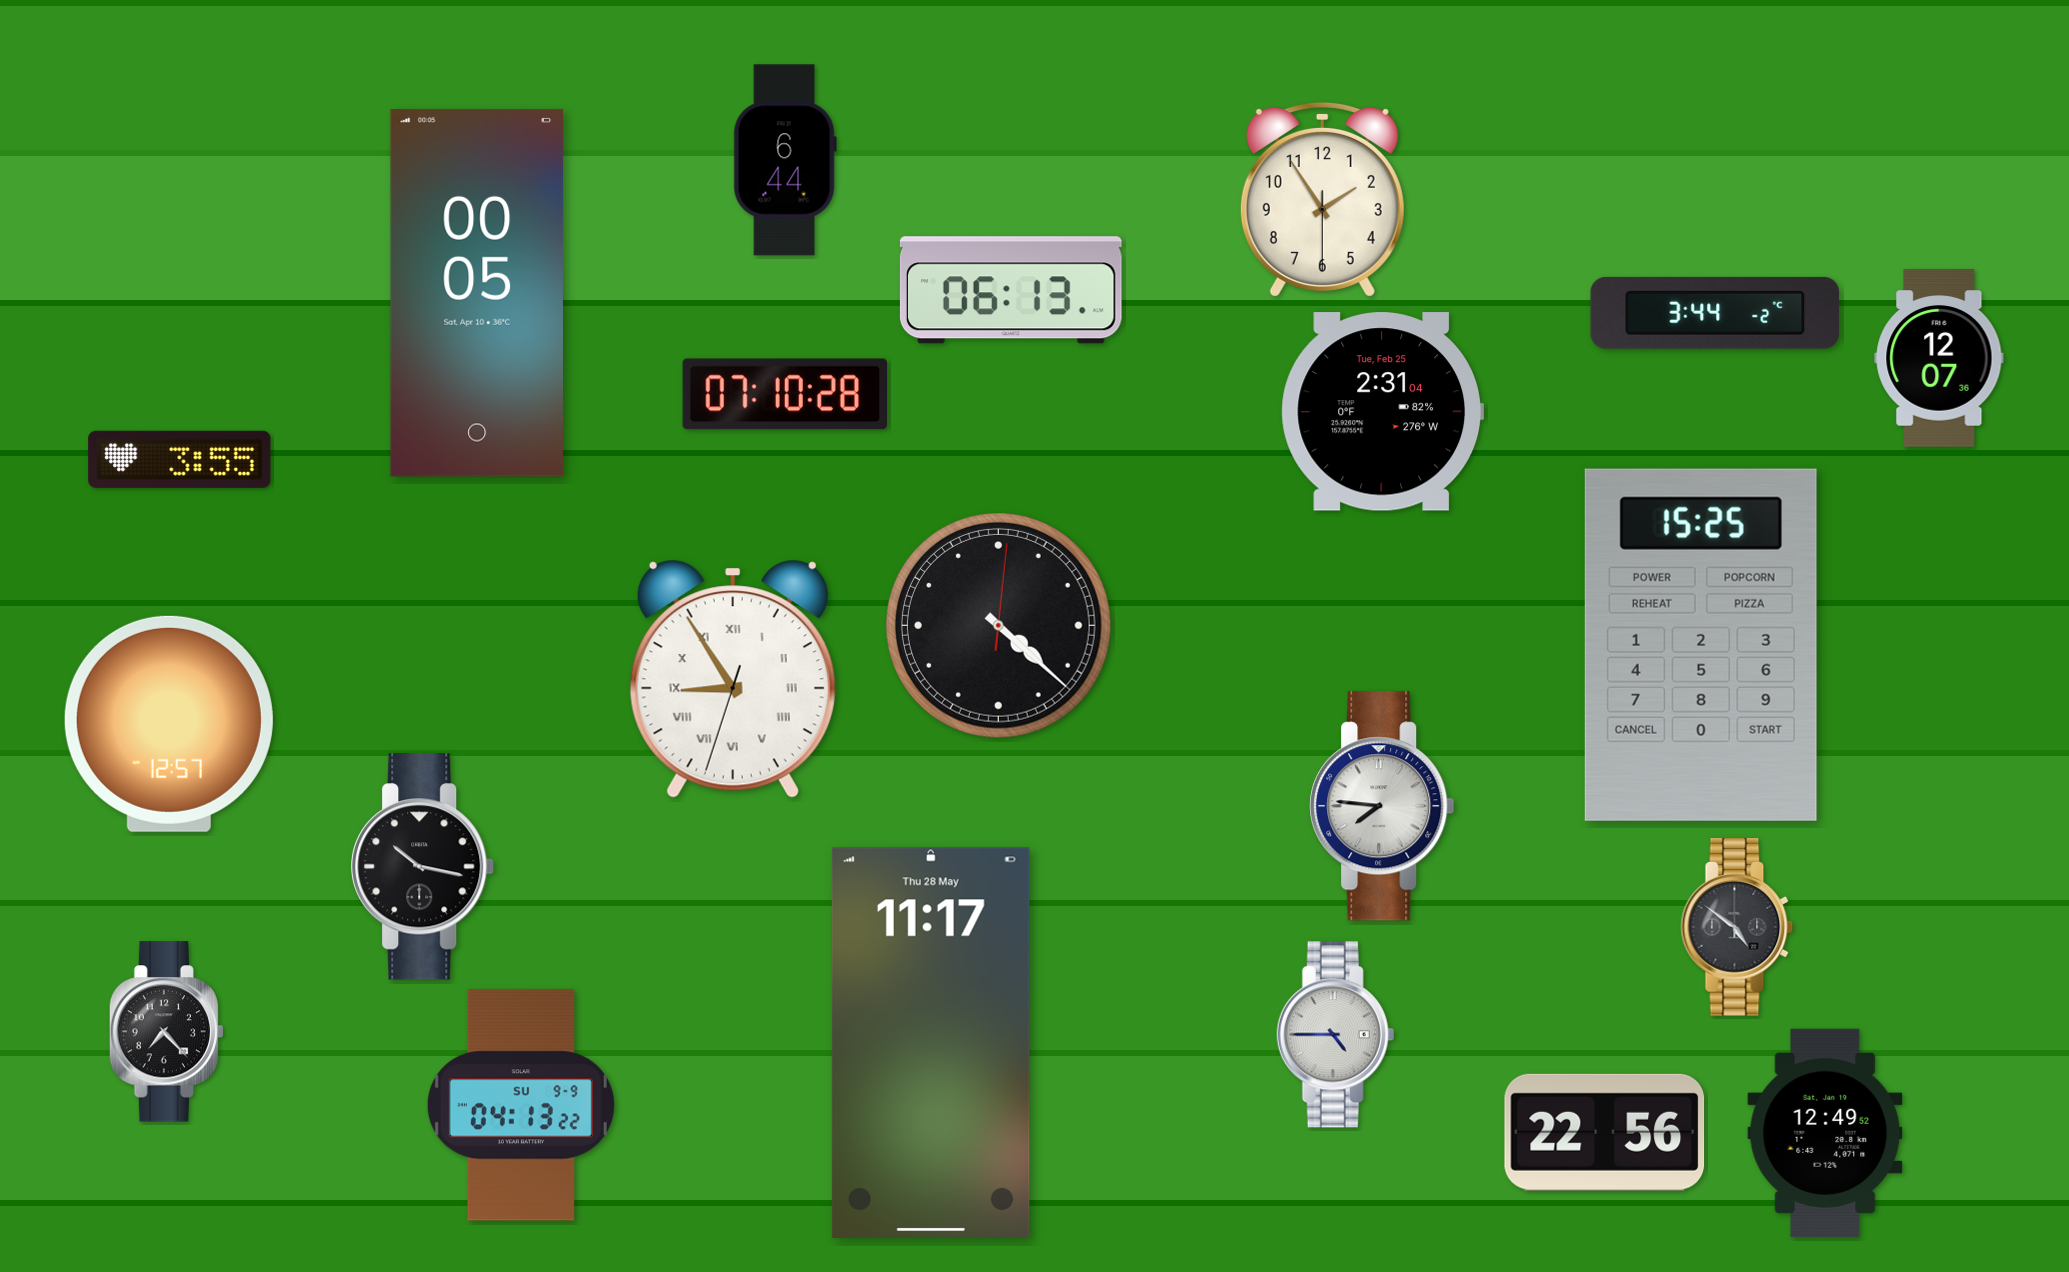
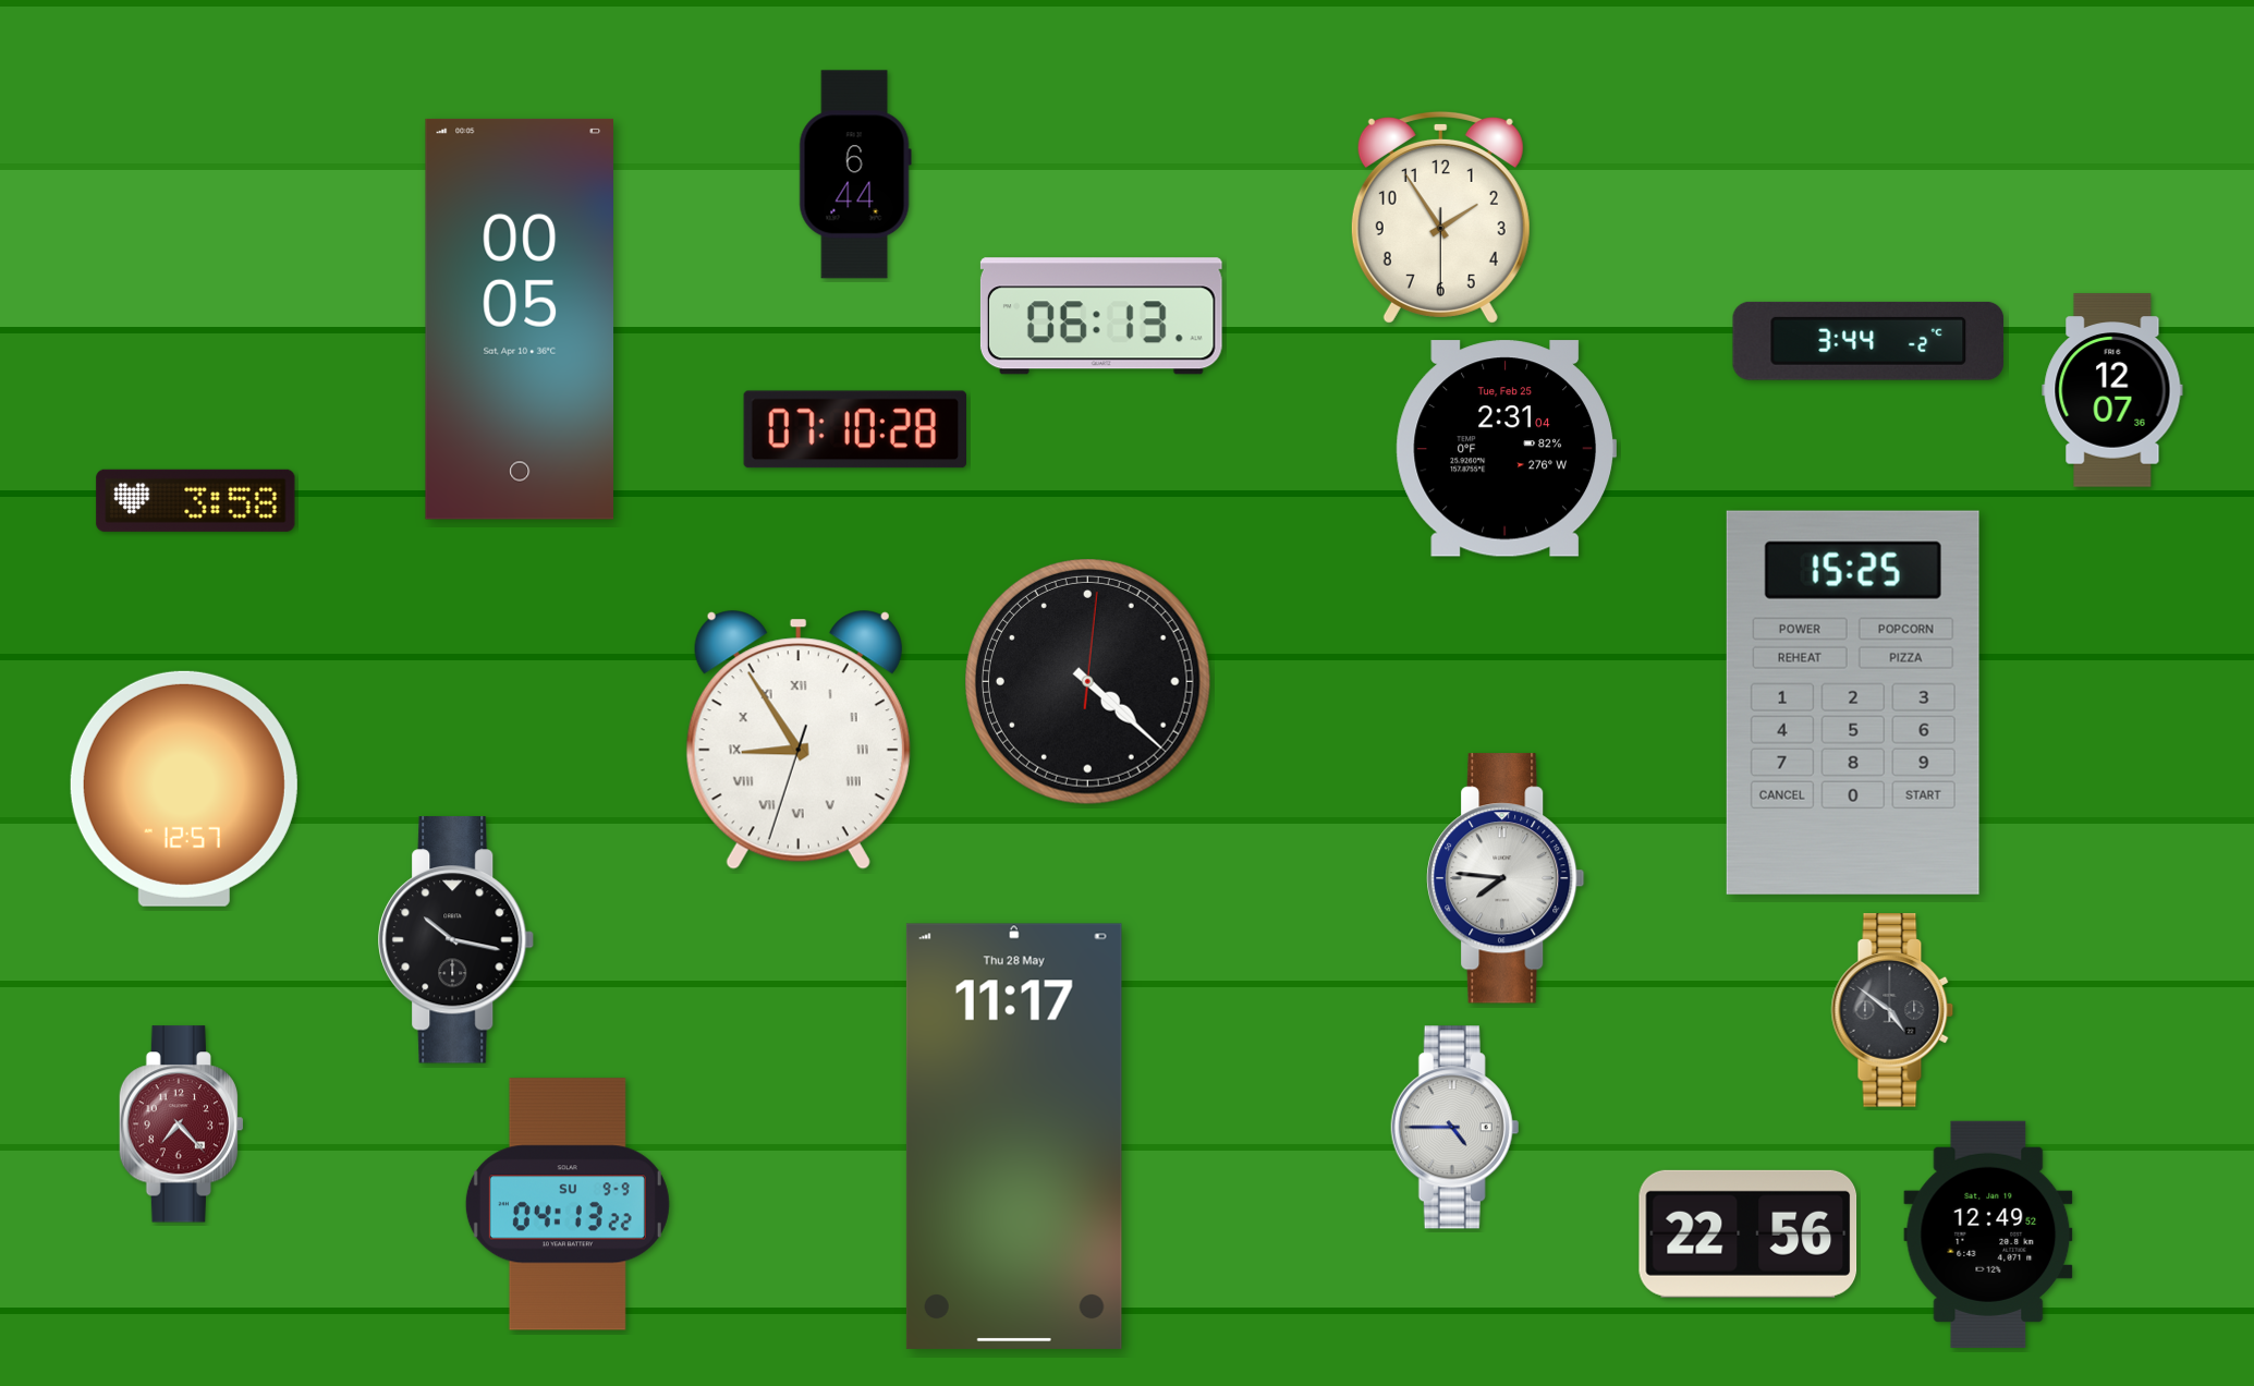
clock at (180, 459): 3:55 -> 3:58
clock at (423, 867) position: (423, 867) -> (456, 940)
clock at (166, 1032) dial: black -> burgundy
